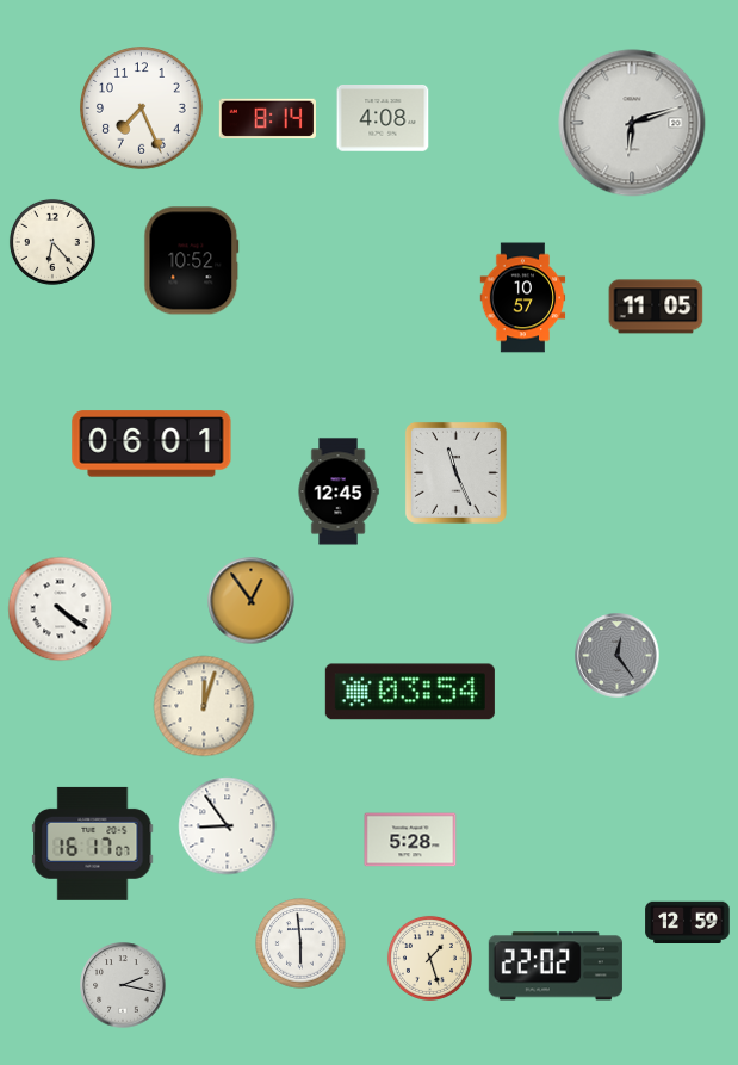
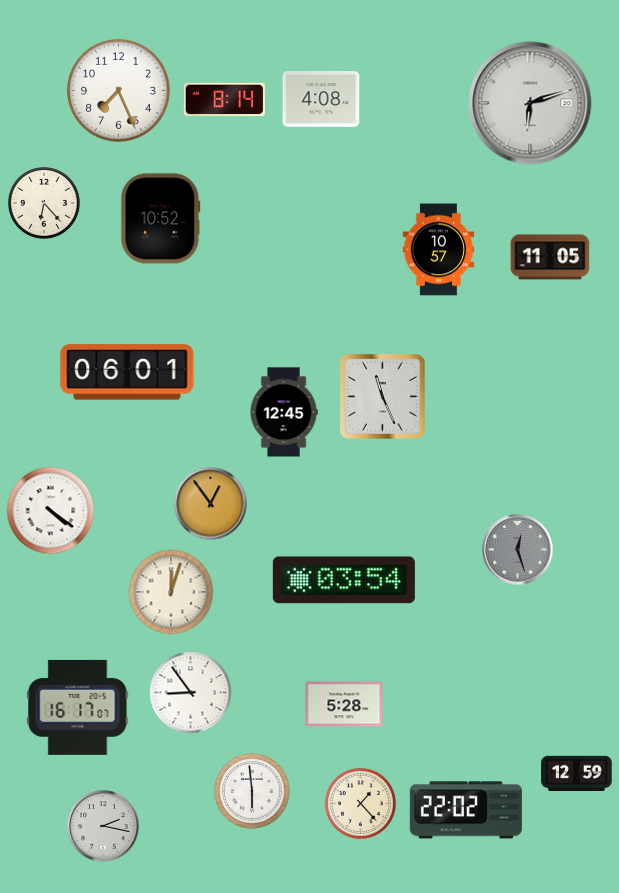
clock at (618, 656): 12:24 -> 12:27
clock at (429, 958): 1:27 -> 1:23
